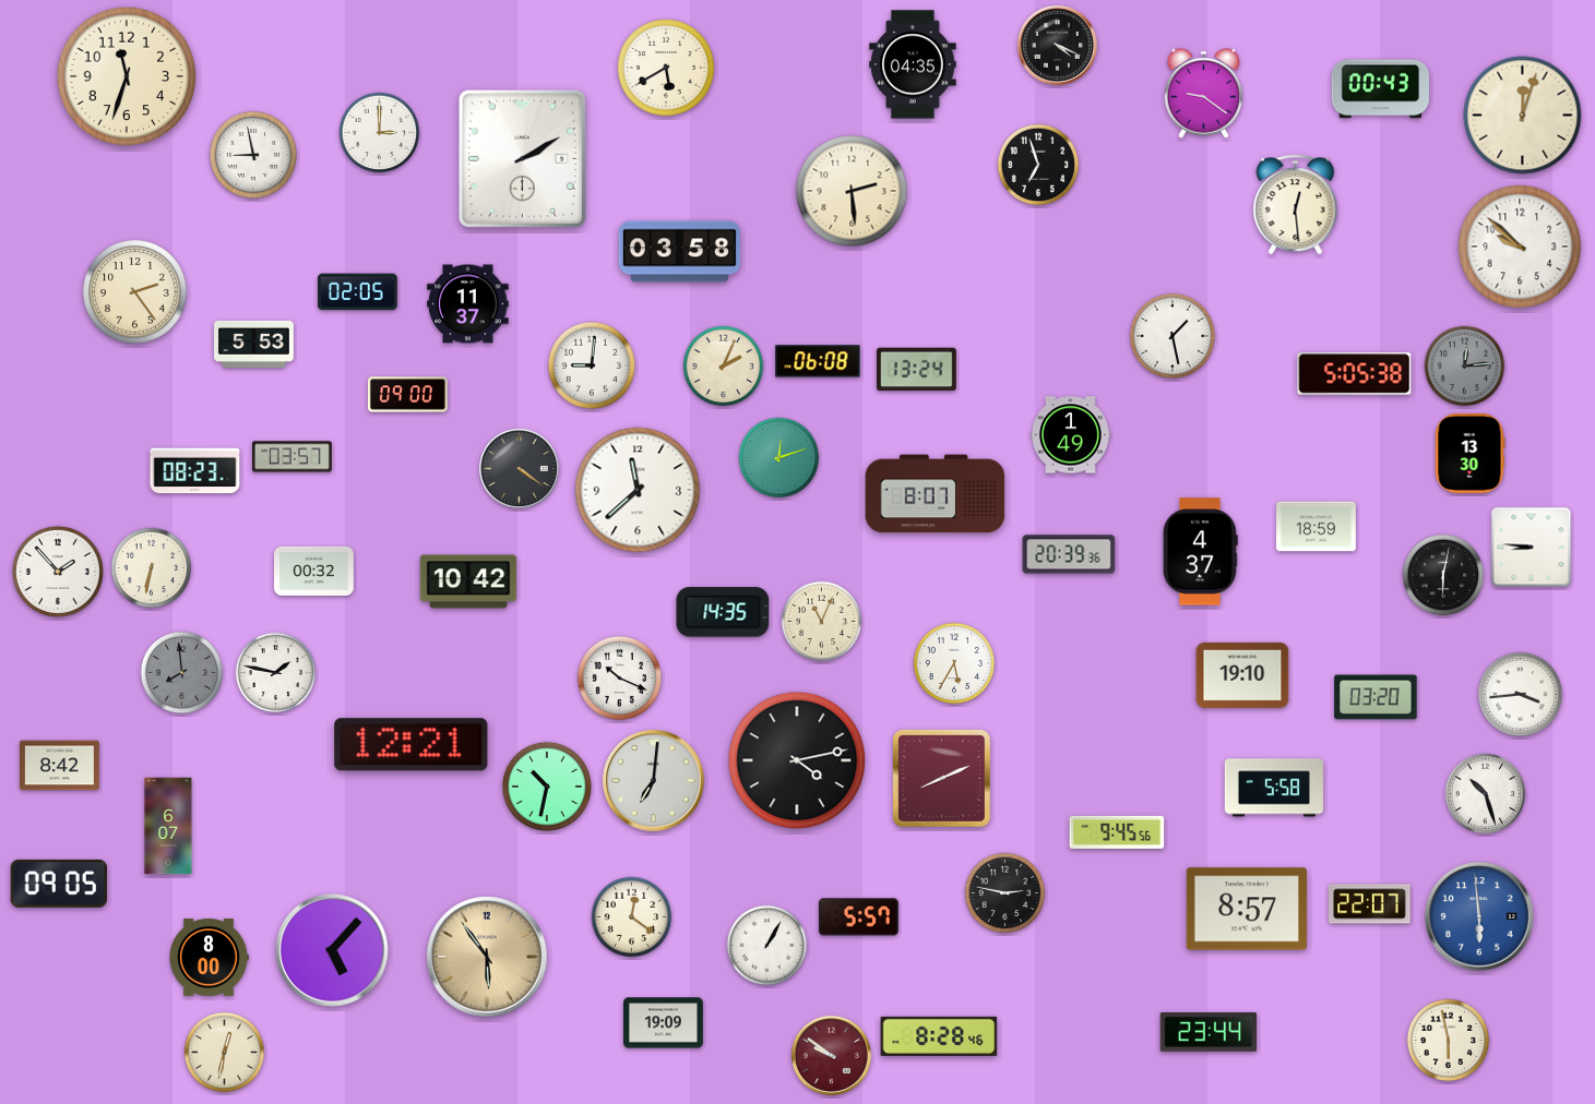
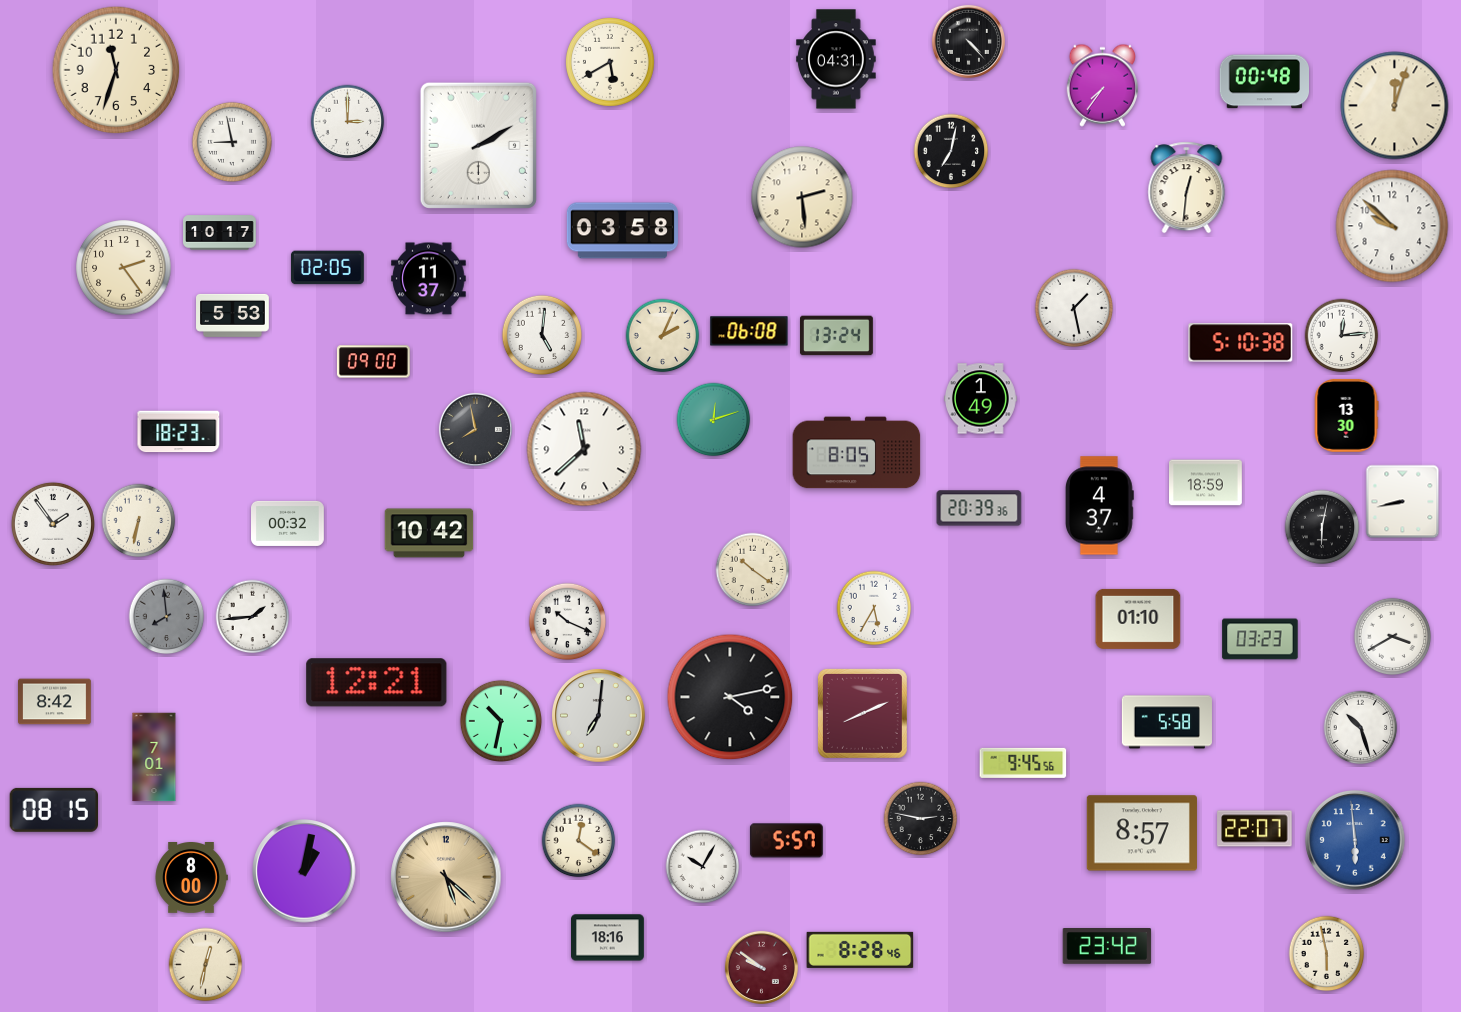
clock at (1057, 45): 4:19 -> 4:23
clock at (913, 64): 04:35 -> 04:31
clock at (1380, 89): 00:43 -> 00:48
clock at (1203, 93): 9:21 -> 7:36
clock at (1038, 165): 6:57 -> 7:02
clock at (852, 191) position: (852, 191) -> (802, 197)
clock at (1296, 205): 12:29 -> 12:31
clock at (220, 233): none -> 10:17
clock at (591, 364): 9:01 -> 5:01
clock at (1465, 367) dial: grey -> white
clock at (917, 370) position: (917, 370) -> (837, 336)
clock at (1355, 374): 5:05 -> 5:10
clock at (293, 457): 03:57 -> none
clock at (519, 468): 4:21 -> 7:58
clock at (195, 471): 08:23 -> 18:23
clock at (936, 494): 8:07 -> 8:05
clock at (1532, 548): 8:46 -> 8:43
clock at (58, 572): 1:53 -> 1:54
clock at (723, 612): 14:35 -> none
clock at (822, 622): 11:04 -> 10:21
clock at (276, 673): 1:47 -> 1:44
clock at (1242, 675): 19:10 -> 01:10
clock at (1521, 695): 3:44 -> 3:40
clock at (1376, 697): 03:20 -> 03:23
clock at (168, 826): 6:07 -> 7:01
clock at (58, 884): 09:05 -> 08:15
clock at (767, 946): 1:05 -> 10:05
clock at (332, 950): 5:07 -> 1:02
clock at (487, 957): 5:54 -> 5:22
clock at (664, 1023): 19:09 -> 18:16
clock at (1209, 1033): 23:44 -> 23:42
